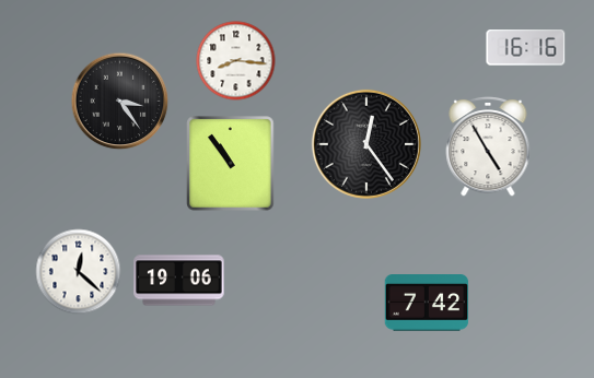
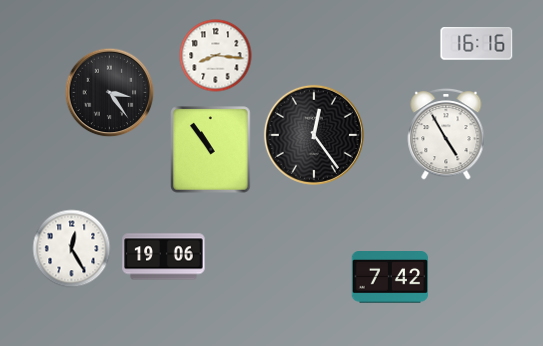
clock at (526, 48) position: (526, 48) -> (477, 44)
clock at (366, 144) position: (366, 144) -> (314, 135)
clock at (79, 272): 12:22 -> 12:25
